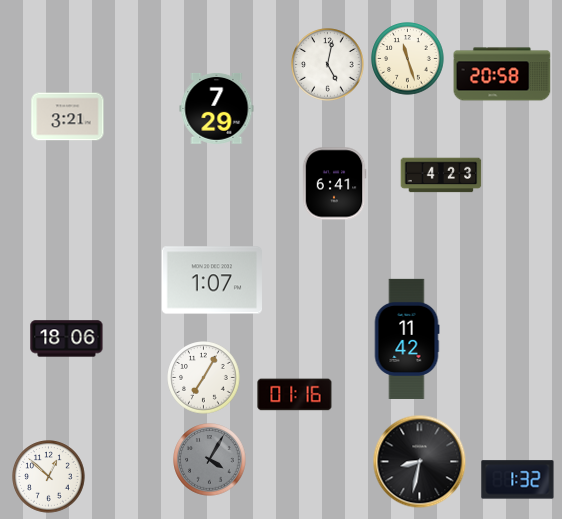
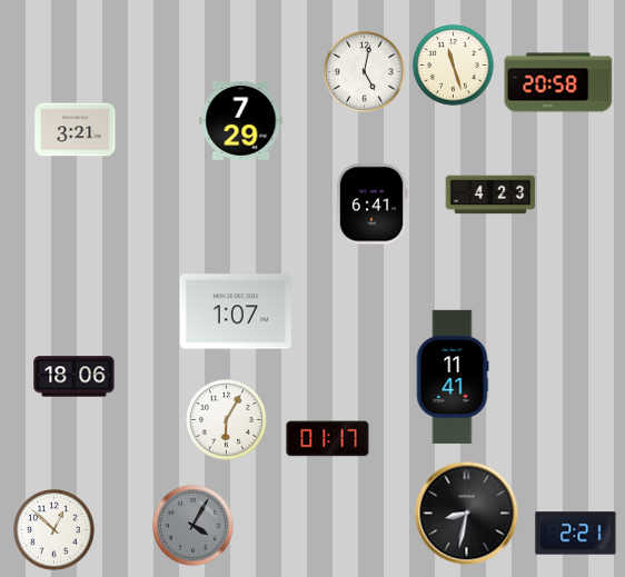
clock at (407, 339): 11:42 -> 11:41
clock at (204, 378): 7:05 -> 6:05
clock at (295, 395): 01:16 -> 01:17
clock at (210, 460) position: (210, 460) -> (194, 526)
clock at (518, 480): 1:32 -> 2:21
